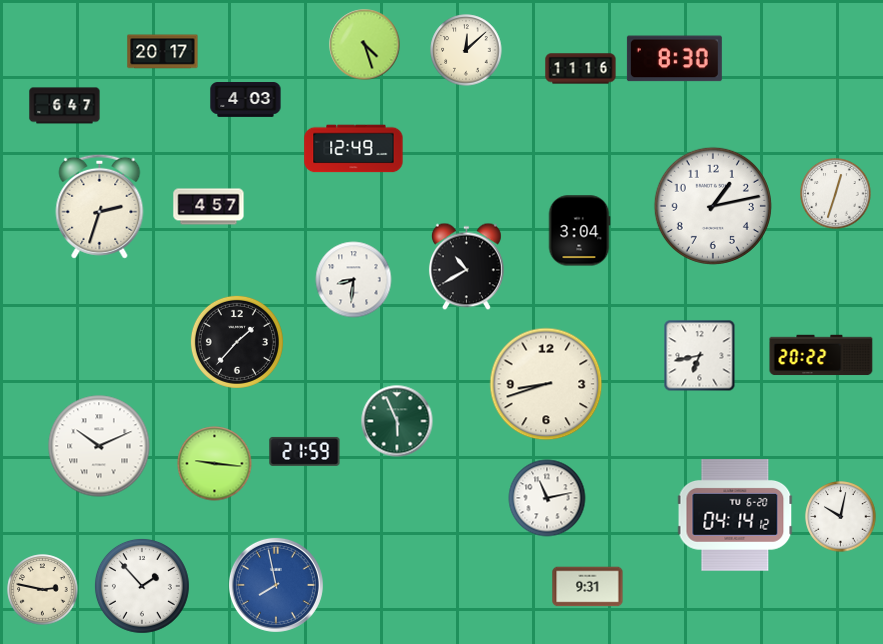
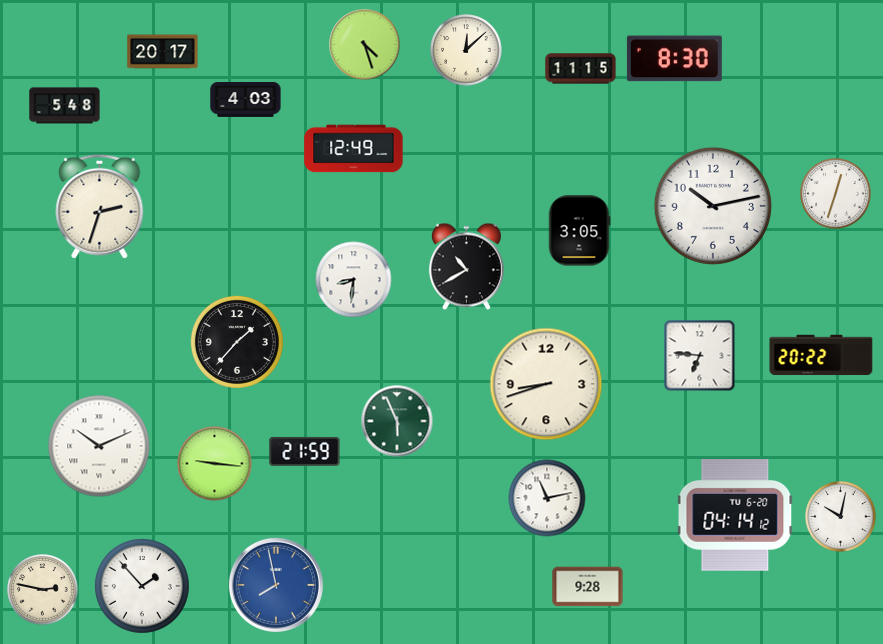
clock at (581, 69): 11:16 -> 11:15
clock at (65, 106): 6:47 -> 5:48
clock at (713, 206): 1:13 -> 10:13
clock at (209, 207): 4:57 -> none
clock at (579, 231): 3:04 -> 3:05
clock at (700, 356): 6:43 -> 6:46
clock at (588, 587): 9:31 -> 9:28
